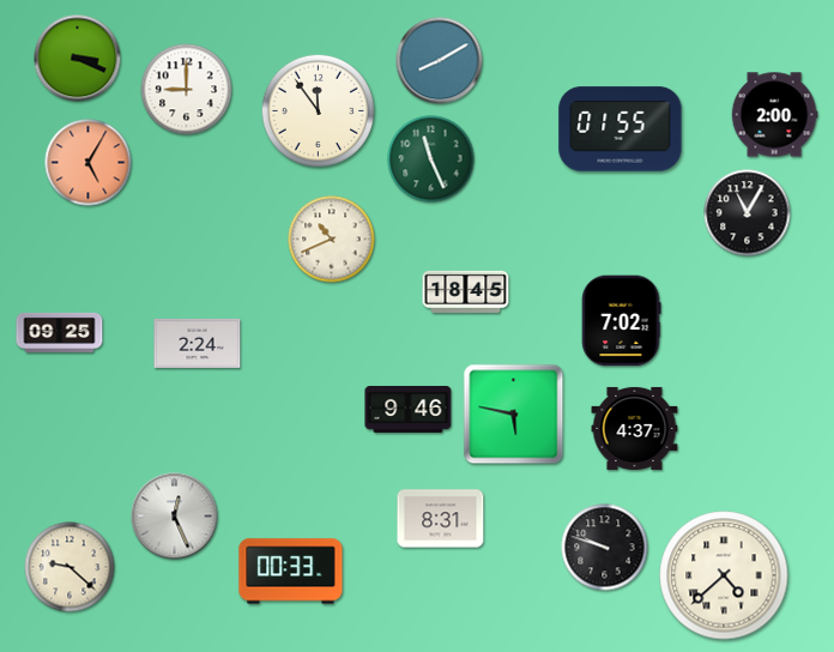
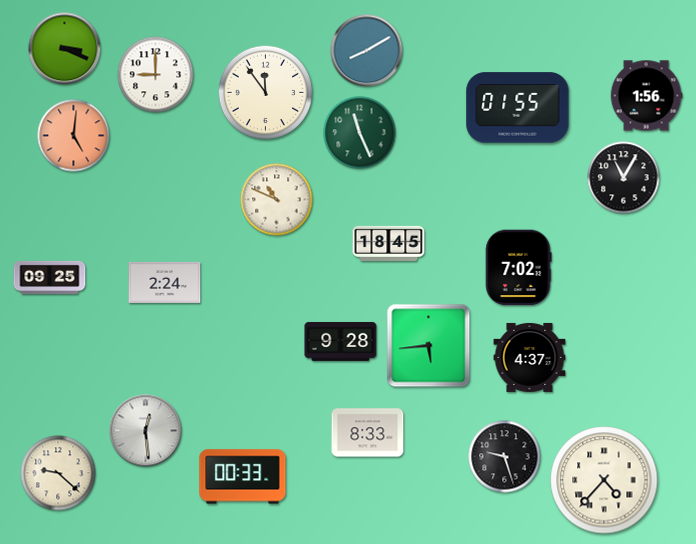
clock at (774, 115): 2:00 -> 1:56
clock at (89, 163): 5:05 -> 5:01
clock at (332, 240): 10:41 -> 10:49
clock at (198, 343) position: (198, 343) -> (165, 282)
clock at (409, 409): 9:46 -> 9:28
clock at (514, 415): 5:47 -> 5:44
clock at (175, 517): 12:26 -> 12:29
clock at (441, 519): 8:31 -> 8:33
clock at (605, 548): 9:48 -> 9:27
clock at (724, 575): 4:38 -> 4:37
